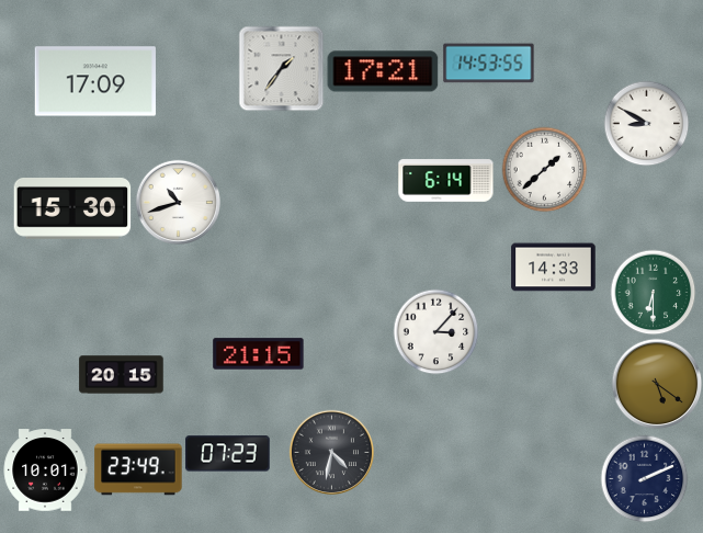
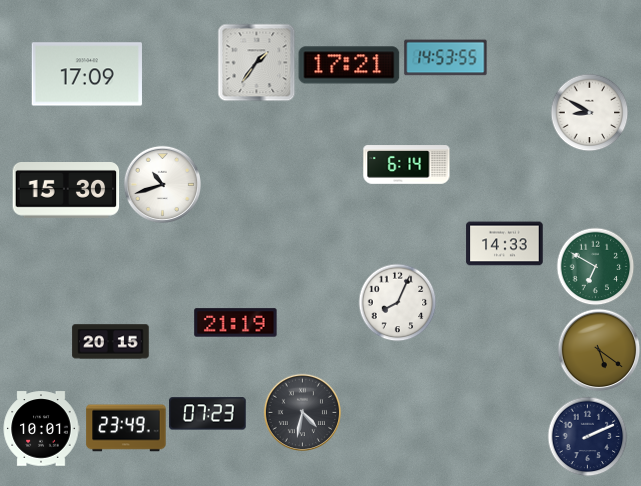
clock at (544, 169): 1:38 -> none
clock at (653, 292): 6:30 -> 6:50
clock at (435, 331): 3:07 -> 8:04
clock at (259, 354): 21:15 -> 21:19
